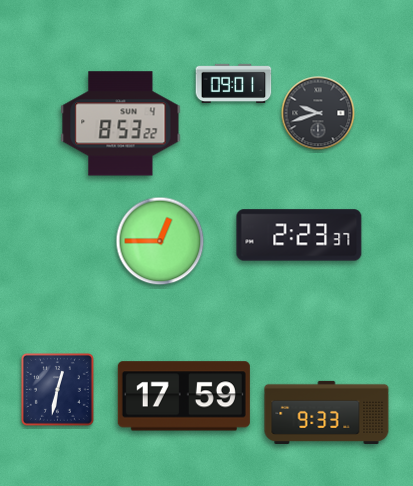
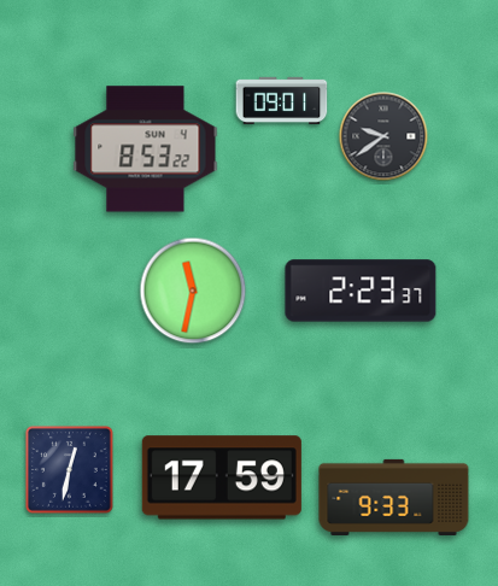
clock at (318, 113): 9:42 -> 9:39
clock at (299, 235) position: (299, 235) -> (361, 291)
clock at (160, 241): 12:45 -> 11:32
